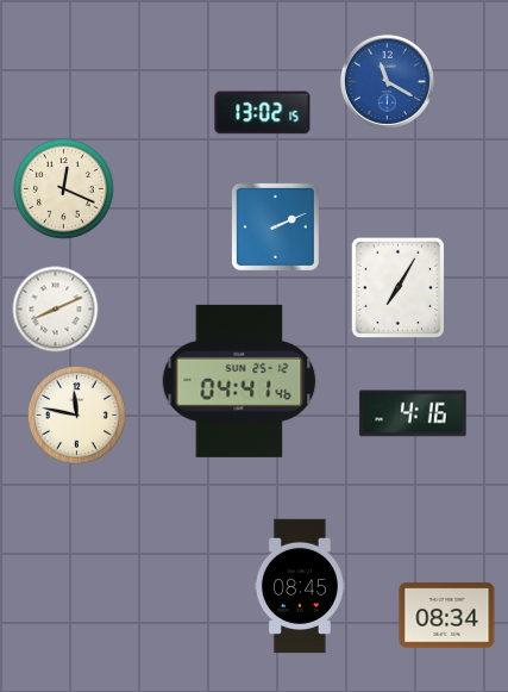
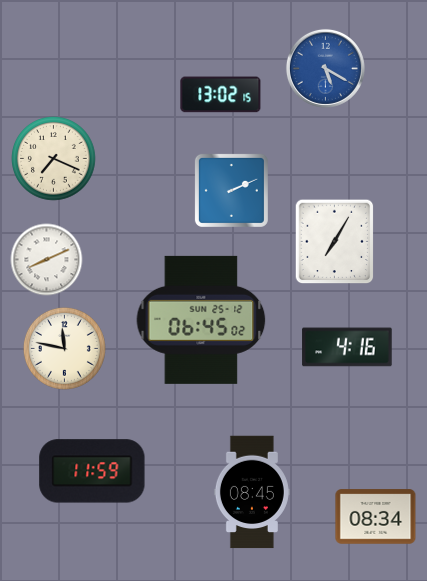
clock at (387, 81): 11:20 -> 5:20
clock at (64, 189): 12:19 -> 7:19
clock at (239, 381): 04:41 -> 06:45
clock at (92, 471): none -> 11:59
